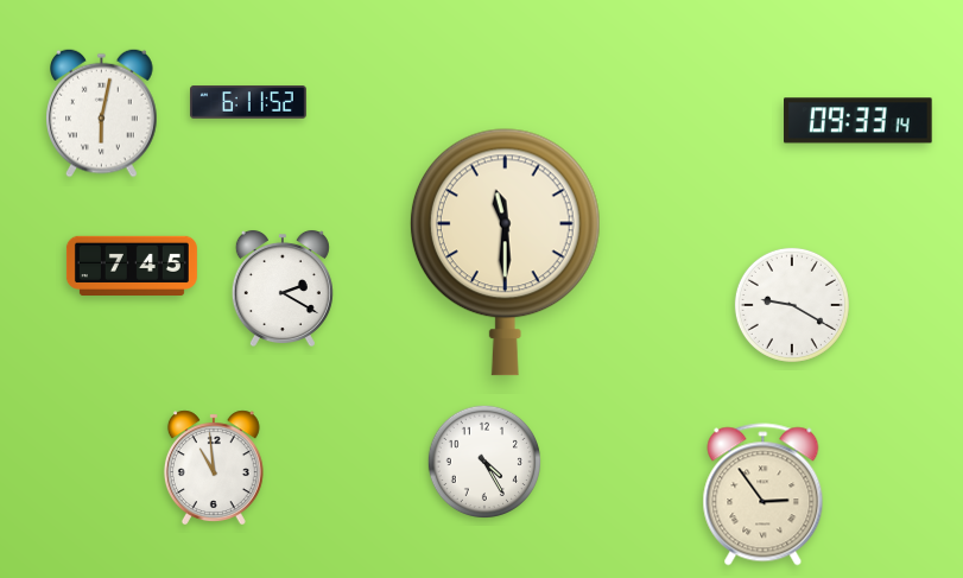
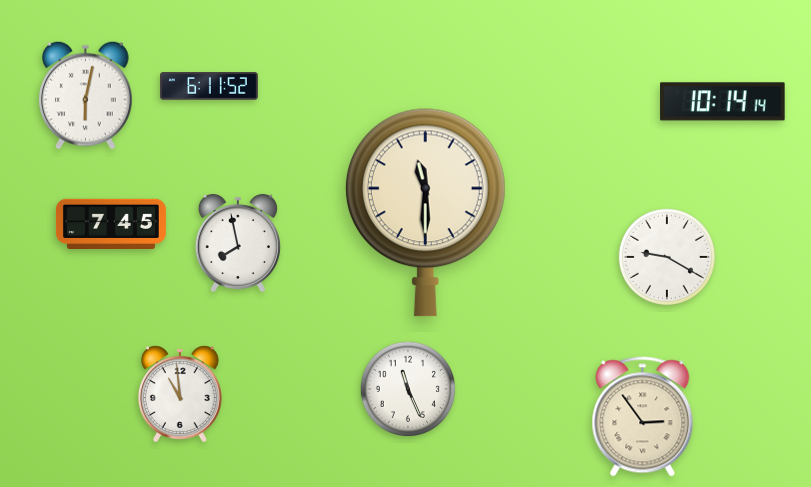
clock at (859, 121): 09:33 -> 10:14
clock at (283, 288): 2:20 -> 7:58
clock at (483, 461): 4:25 -> 11:26
